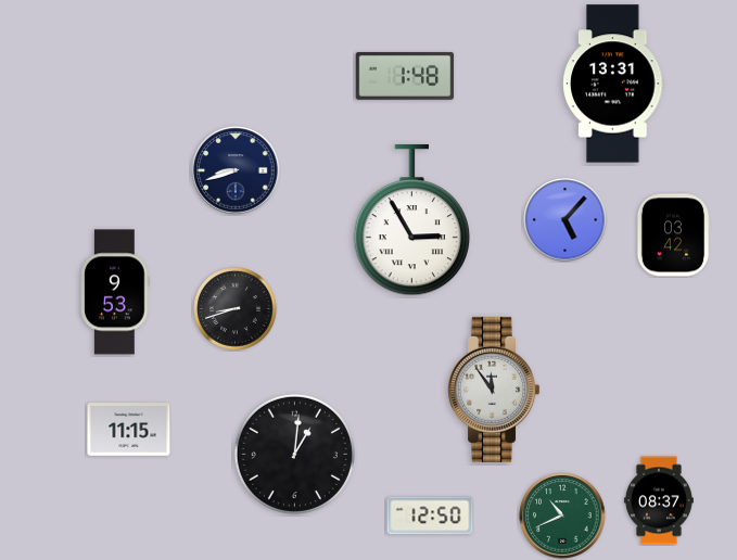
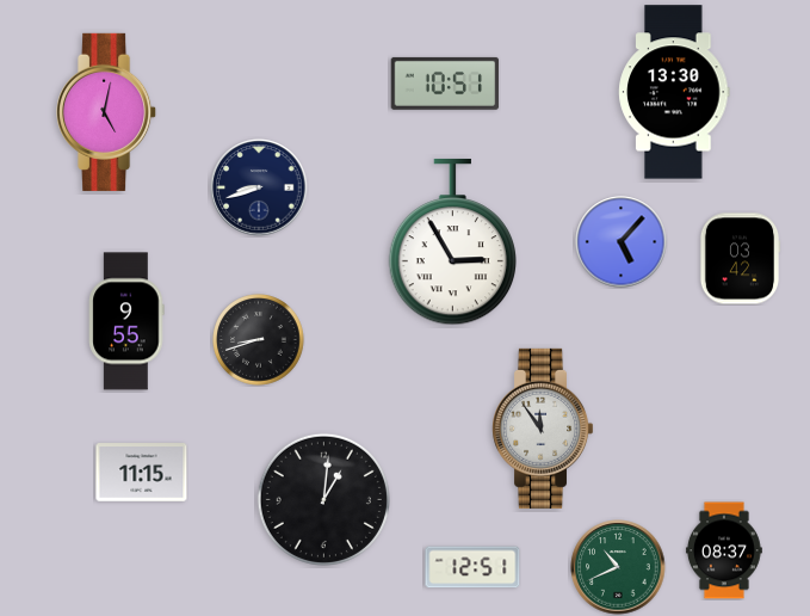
clock at (405, 76): 1:48 -> 10:51
clock at (613, 84): 13:31 -> 13:30
clock at (107, 112): none -> 5:02
clock at (115, 292): 9:53 -> 9:55
clock at (430, 516): 12:50 -> 12:51
